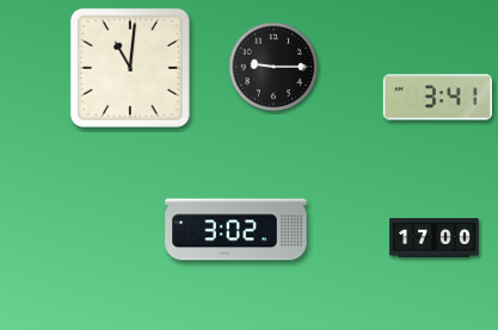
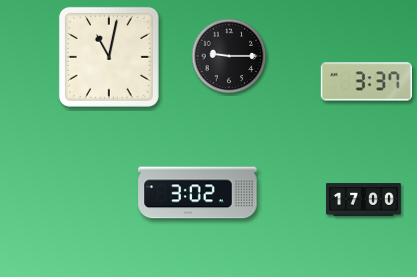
clock at (130, 68): 11:01 -> 11:02
clock at (437, 98): 3:41 -> 3:37
